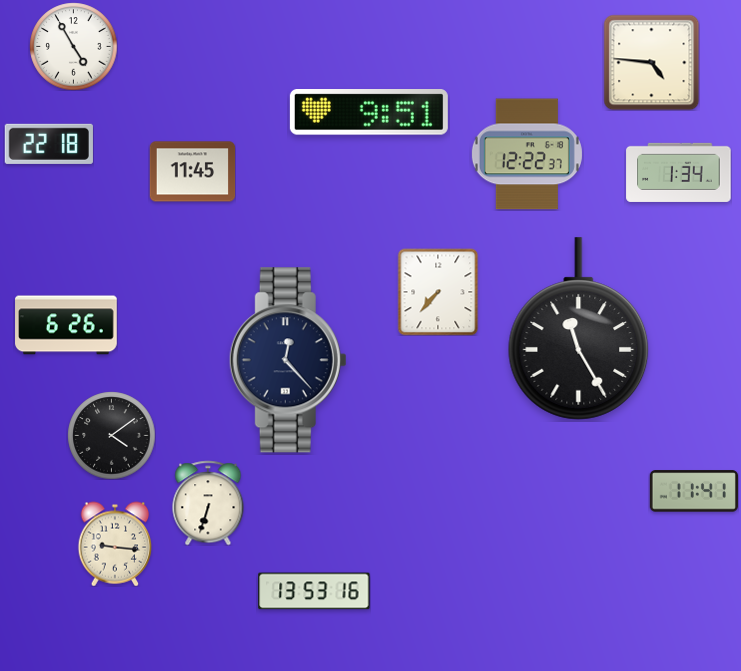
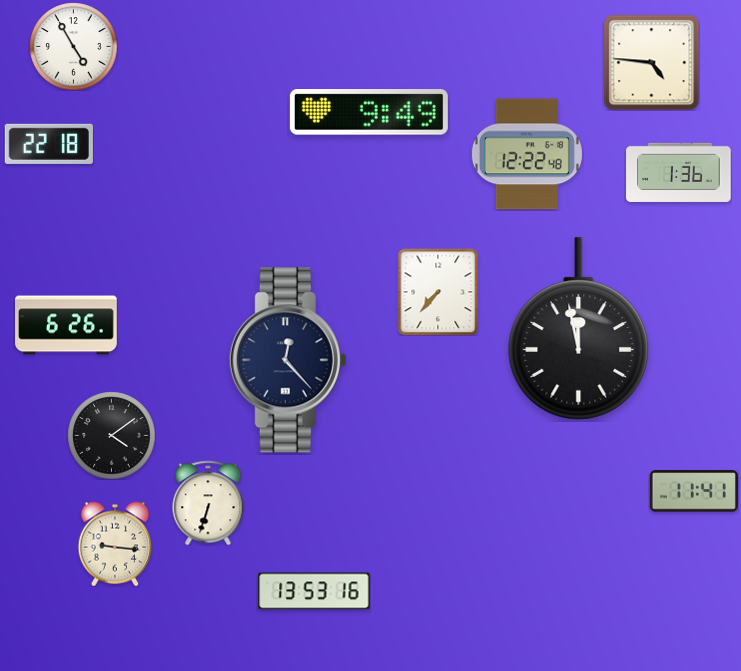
clock at (369, 112): 9:51 -> 9:49
clock at (527, 154): 12:22:37 -> 12:22:48
clock at (192, 172): 11:45 -> none
clock at (679, 172): 1:34 -> 1:36
clock at (579, 329): 11:25 -> 11:58
